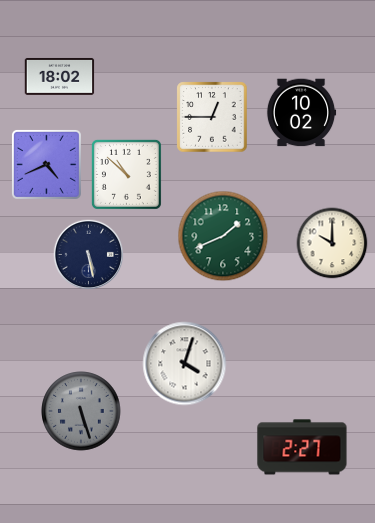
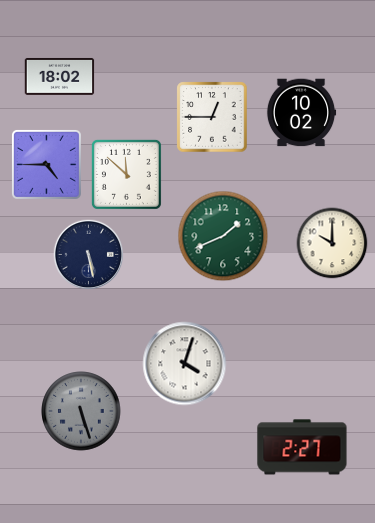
clock at (46, 164): 4:41 -> 4:45
clock at (126, 174): 10:52 -> 11:52
